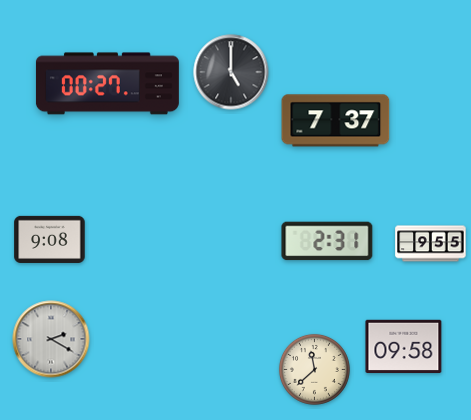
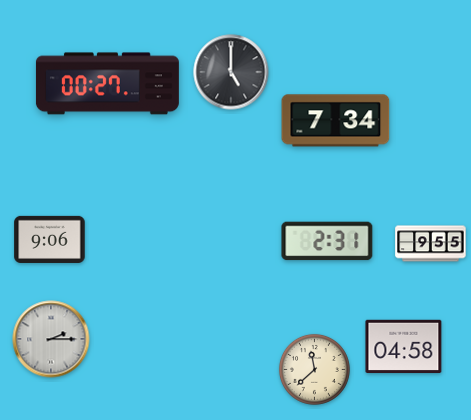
clock at (336, 121): 7:37 -> 7:34
clock at (50, 239): 9:08 -> 9:06
clock at (51, 339): 2:20 -> 2:15
clock at (404, 347): 09:58 -> 04:58
